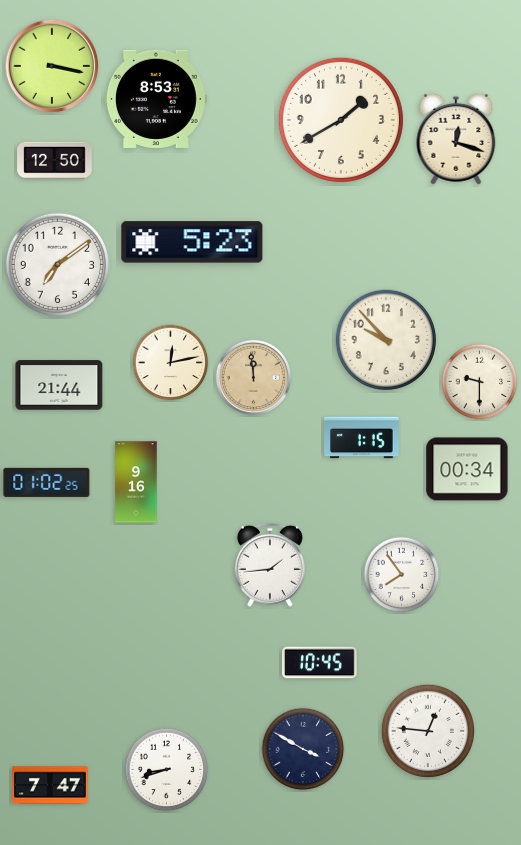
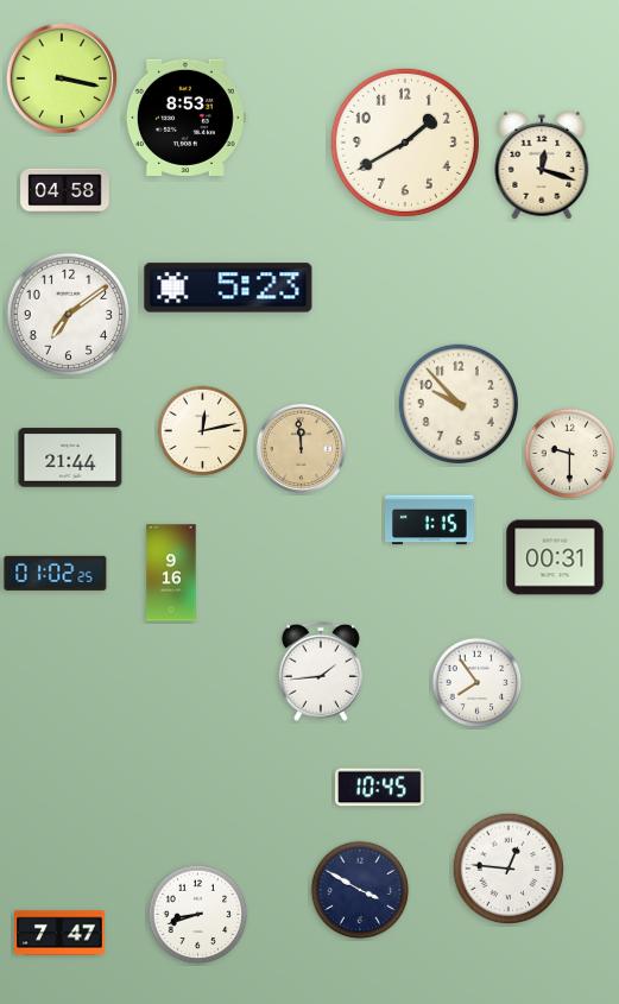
clock at (55, 161): 12:50 -> 04:58
clock at (467, 469): 00:34 -> 00:31
clock at (136, 482) position: (136, 482) -> (171, 573)
